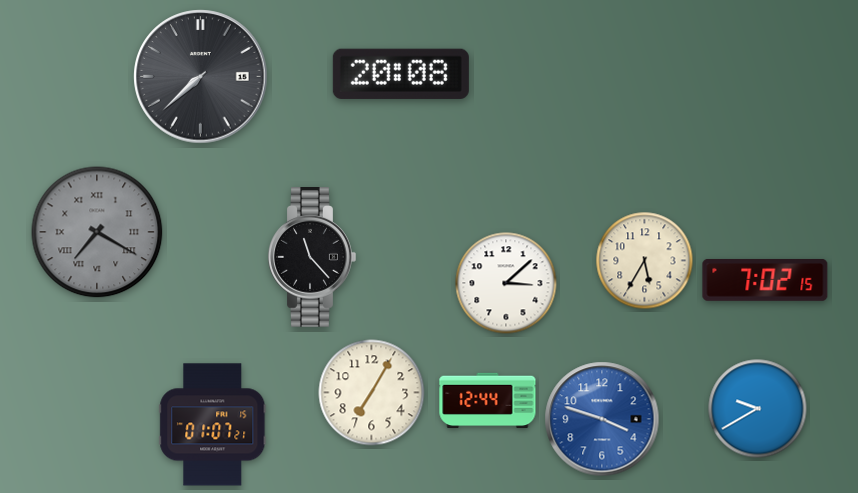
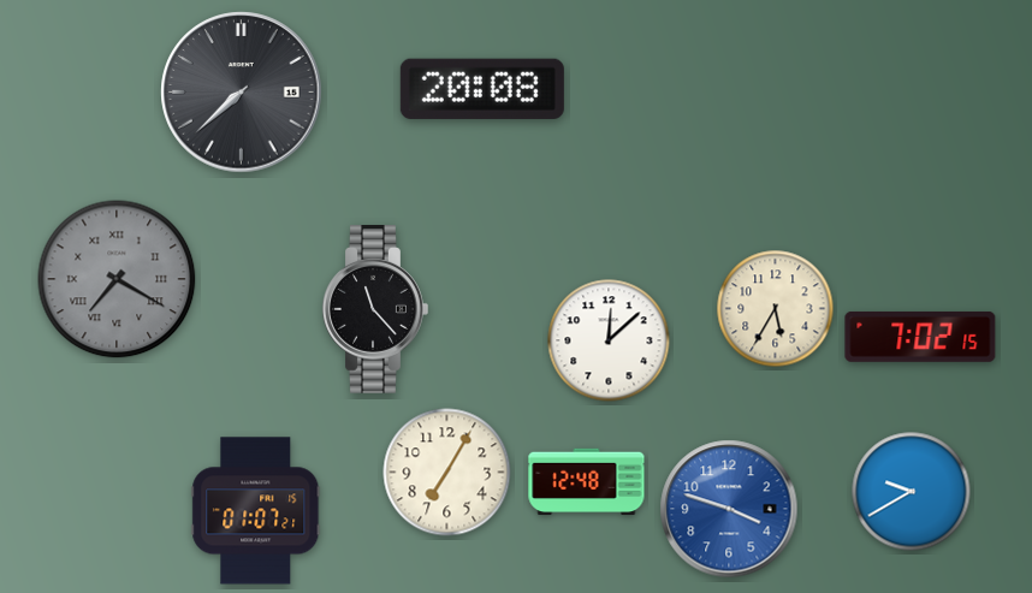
clock at (645, 261) position: (645, 261) -> (776, 309)
clock at (506, 283): 3:08 -> 12:08
clock at (488, 401): 12:44 -> 12:48
clock at (602, 419) position: (602, 419) -> (729, 509)
